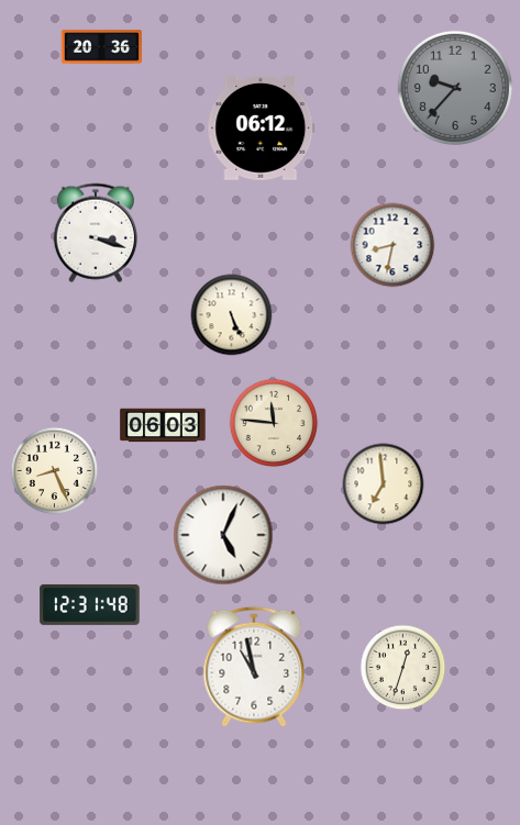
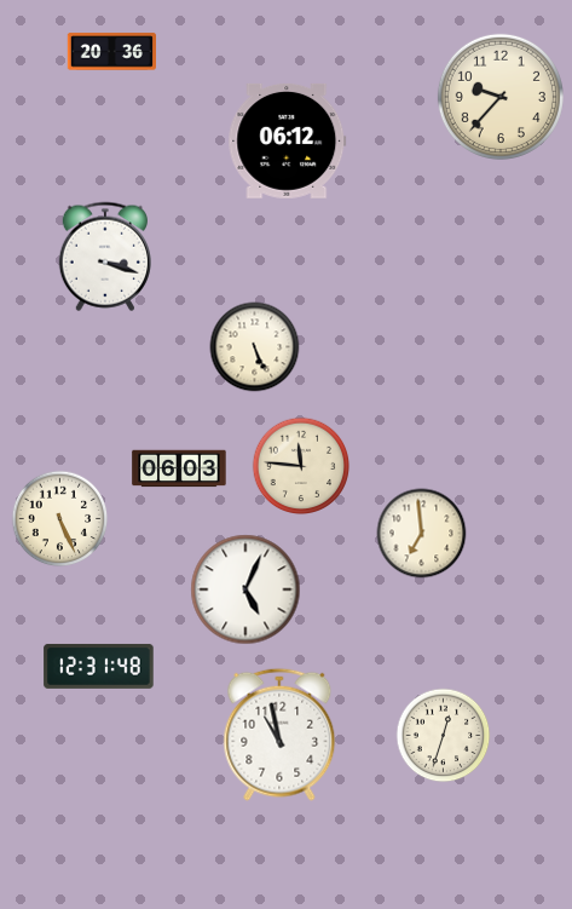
clock at (455, 88) dial: grey -> cream
clock at (392, 245): 8:32 -> none
clock at (55, 471): 8:26 -> 5:26
